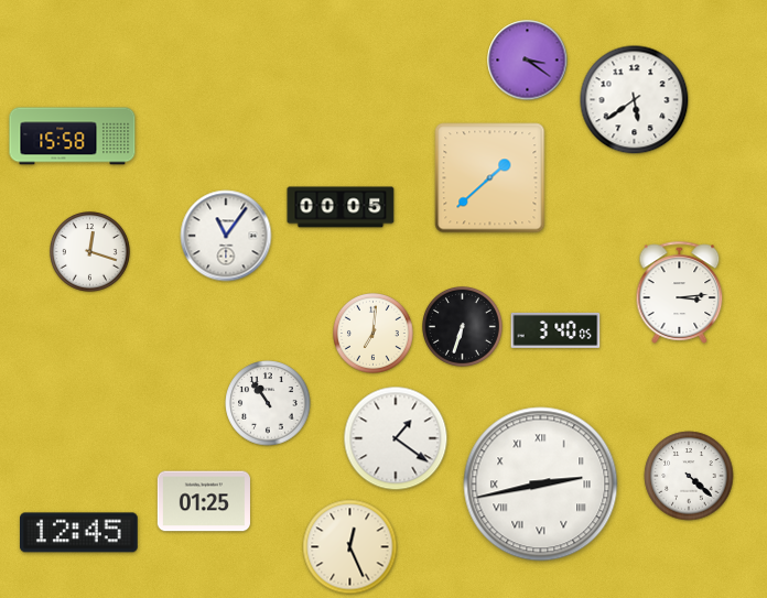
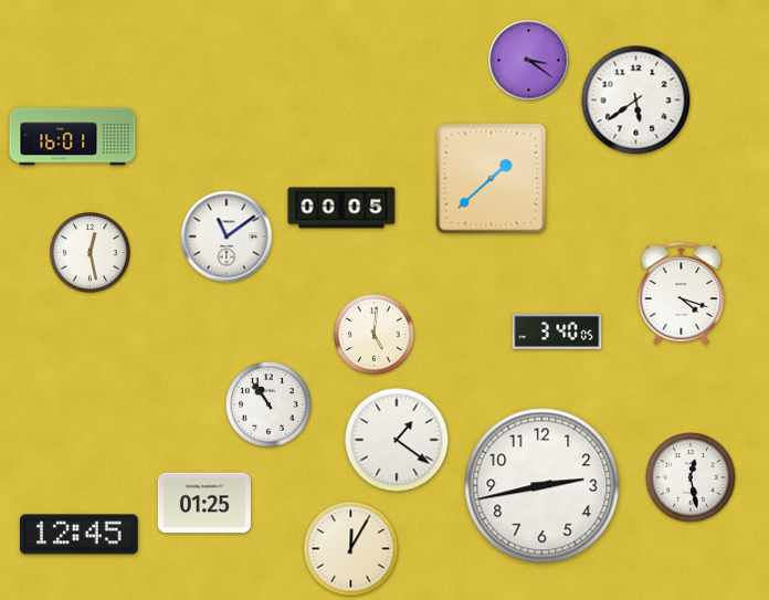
clock at (73, 137): 15:58 -> 16:01
clock at (226, 236): 11:06 -> 11:09
clock at (90, 252): 12:18 -> 12:28
clock at (680, 292): 3:14 -> 4:18
clock at (463, 327): 6:33 -> none
clock at (374, 334): 7:01 -> 5:01
clock at (689, 476): 4:22 -> 12:28
clock at (541, 485) numerals: Roman -> Arabic
clock at (350, 547): 12:26 -> 12:05
